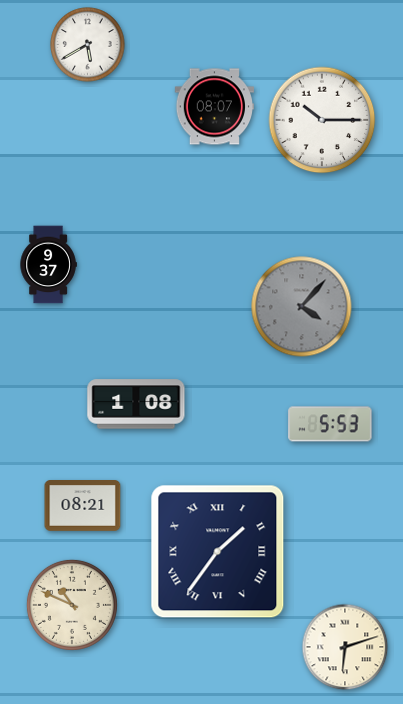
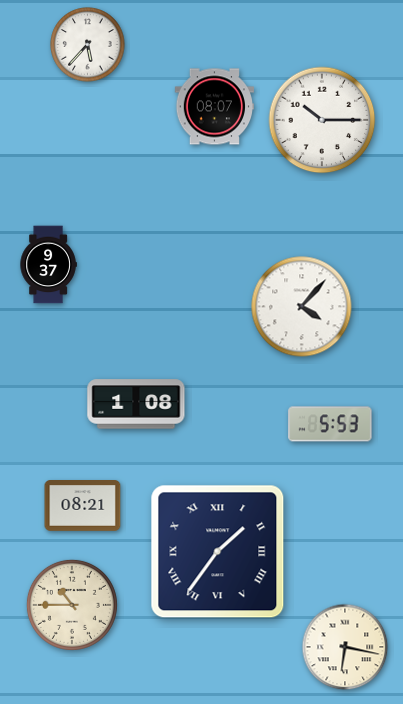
clock at (88, 45): 5:40 -> 5:37
clock at (302, 307) dial: grey -> white
clock at (72, 605): 10:49 -> 10:45
clock at (345, 647): 6:12 -> 6:17
